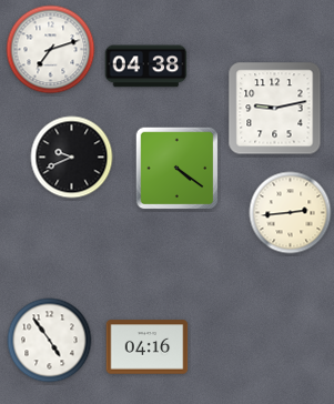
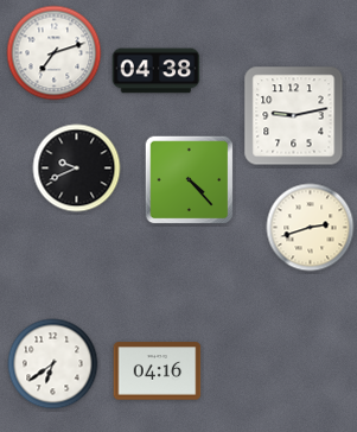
clock at (178, 169): 4:21 -> 4:23
clock at (291, 213): 2:44 -> 2:42
clock at (50, 341): 4:54 -> 6:39
